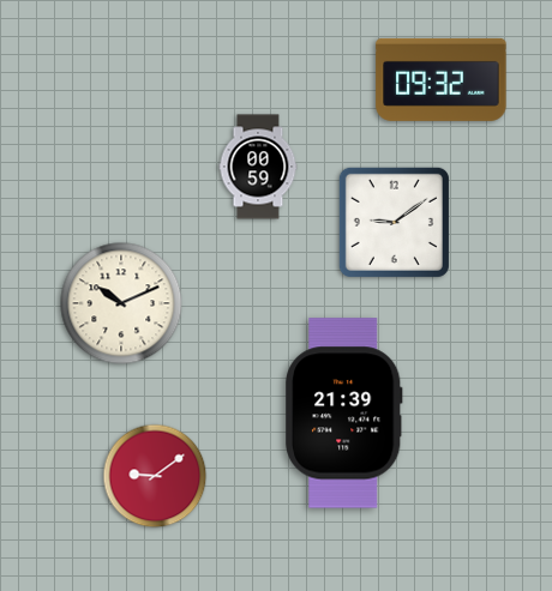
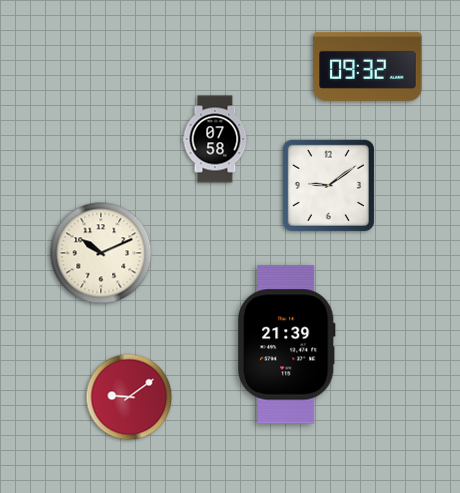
clock at (258, 167): 00:59 -> 07:58
